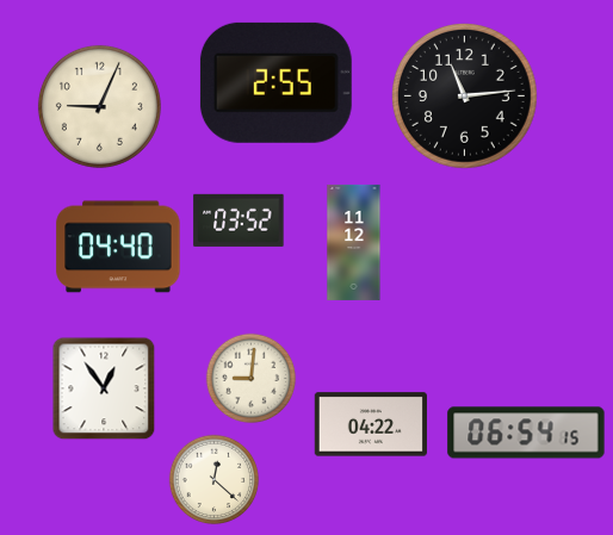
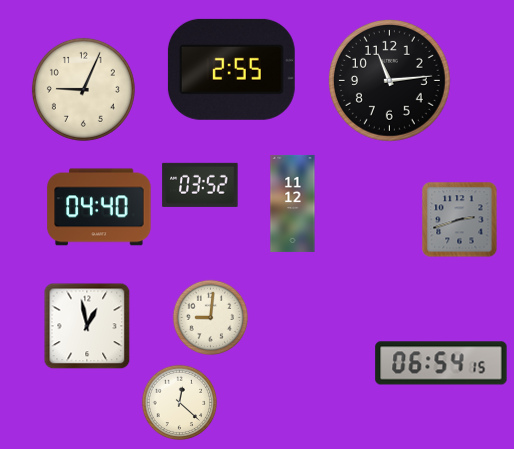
clock at (354, 242) position: (354, 242) -> (293, 203)
clock at (460, 220): none -> 2:42
clock at (104, 388): 12:54 -> 12:58
clock at (371, 424): 04:22 -> none
